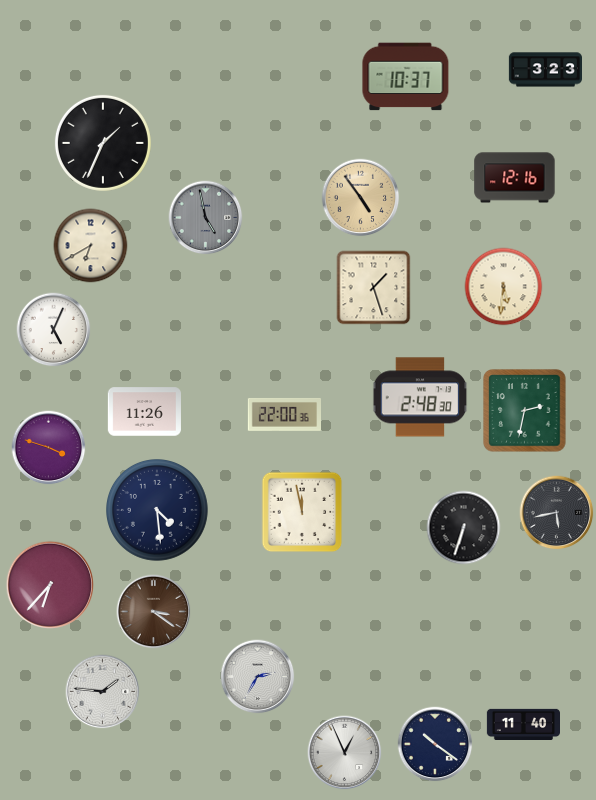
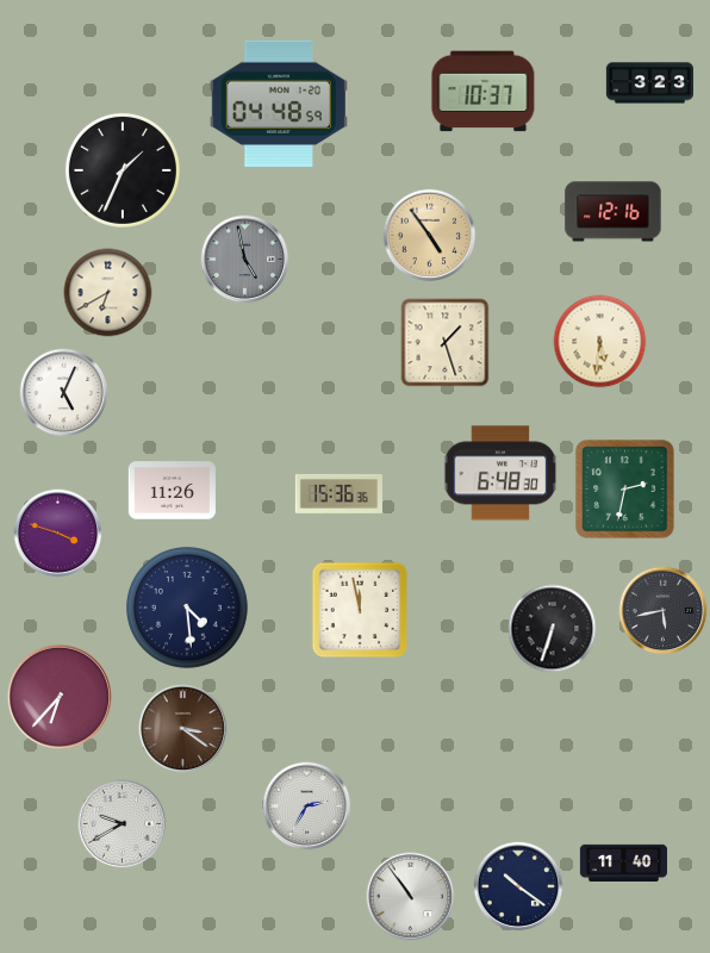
clock at (279, 104): none -> 04:48
clock at (420, 397): 2:48 -> 6:48
clock at (284, 414): 22:00 -> 15:36
clock at (103, 692): 1:46 -> 9:40
clock at (345, 753): 12:56 -> 10:54
